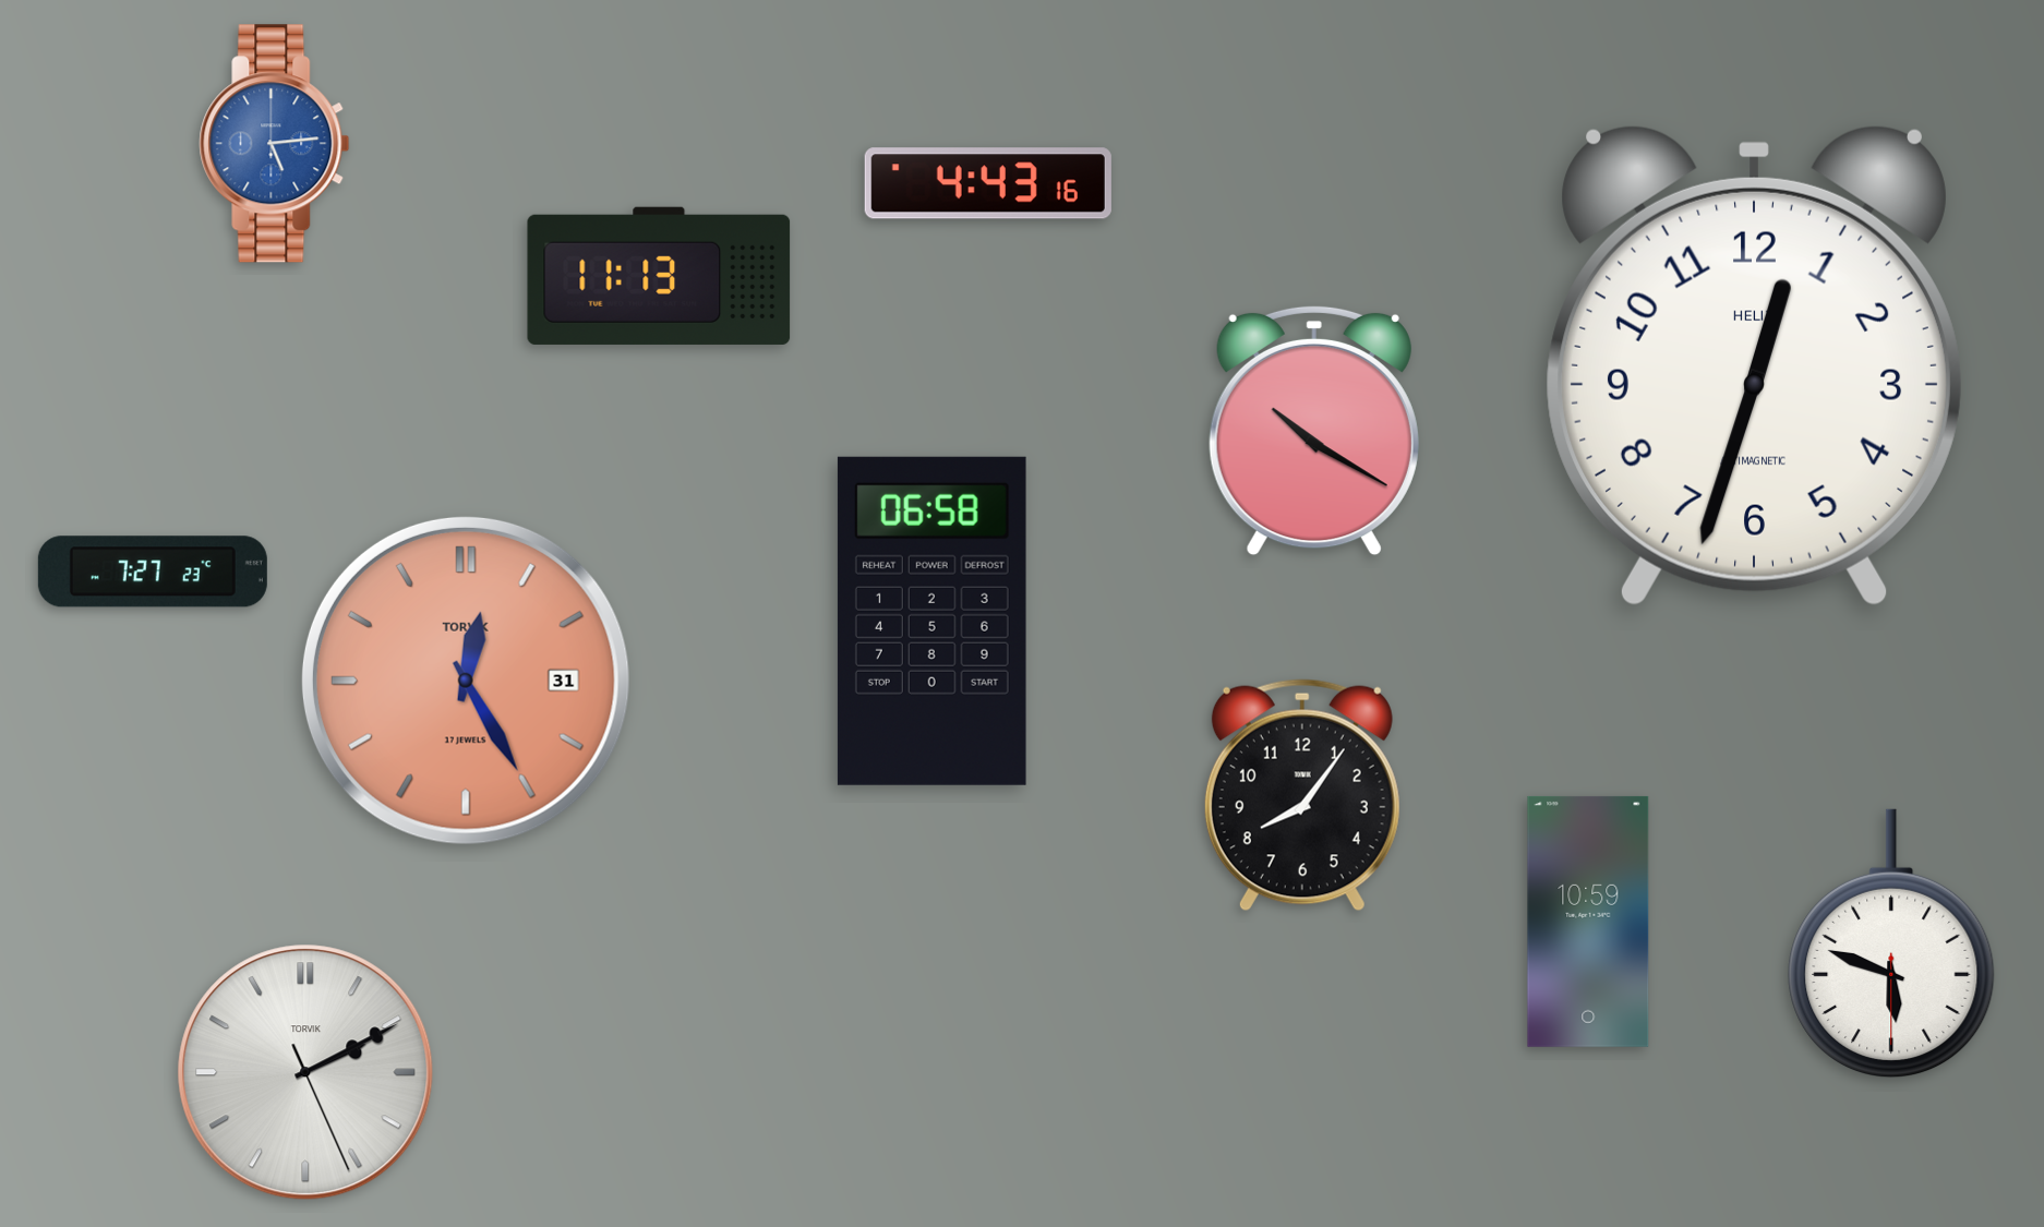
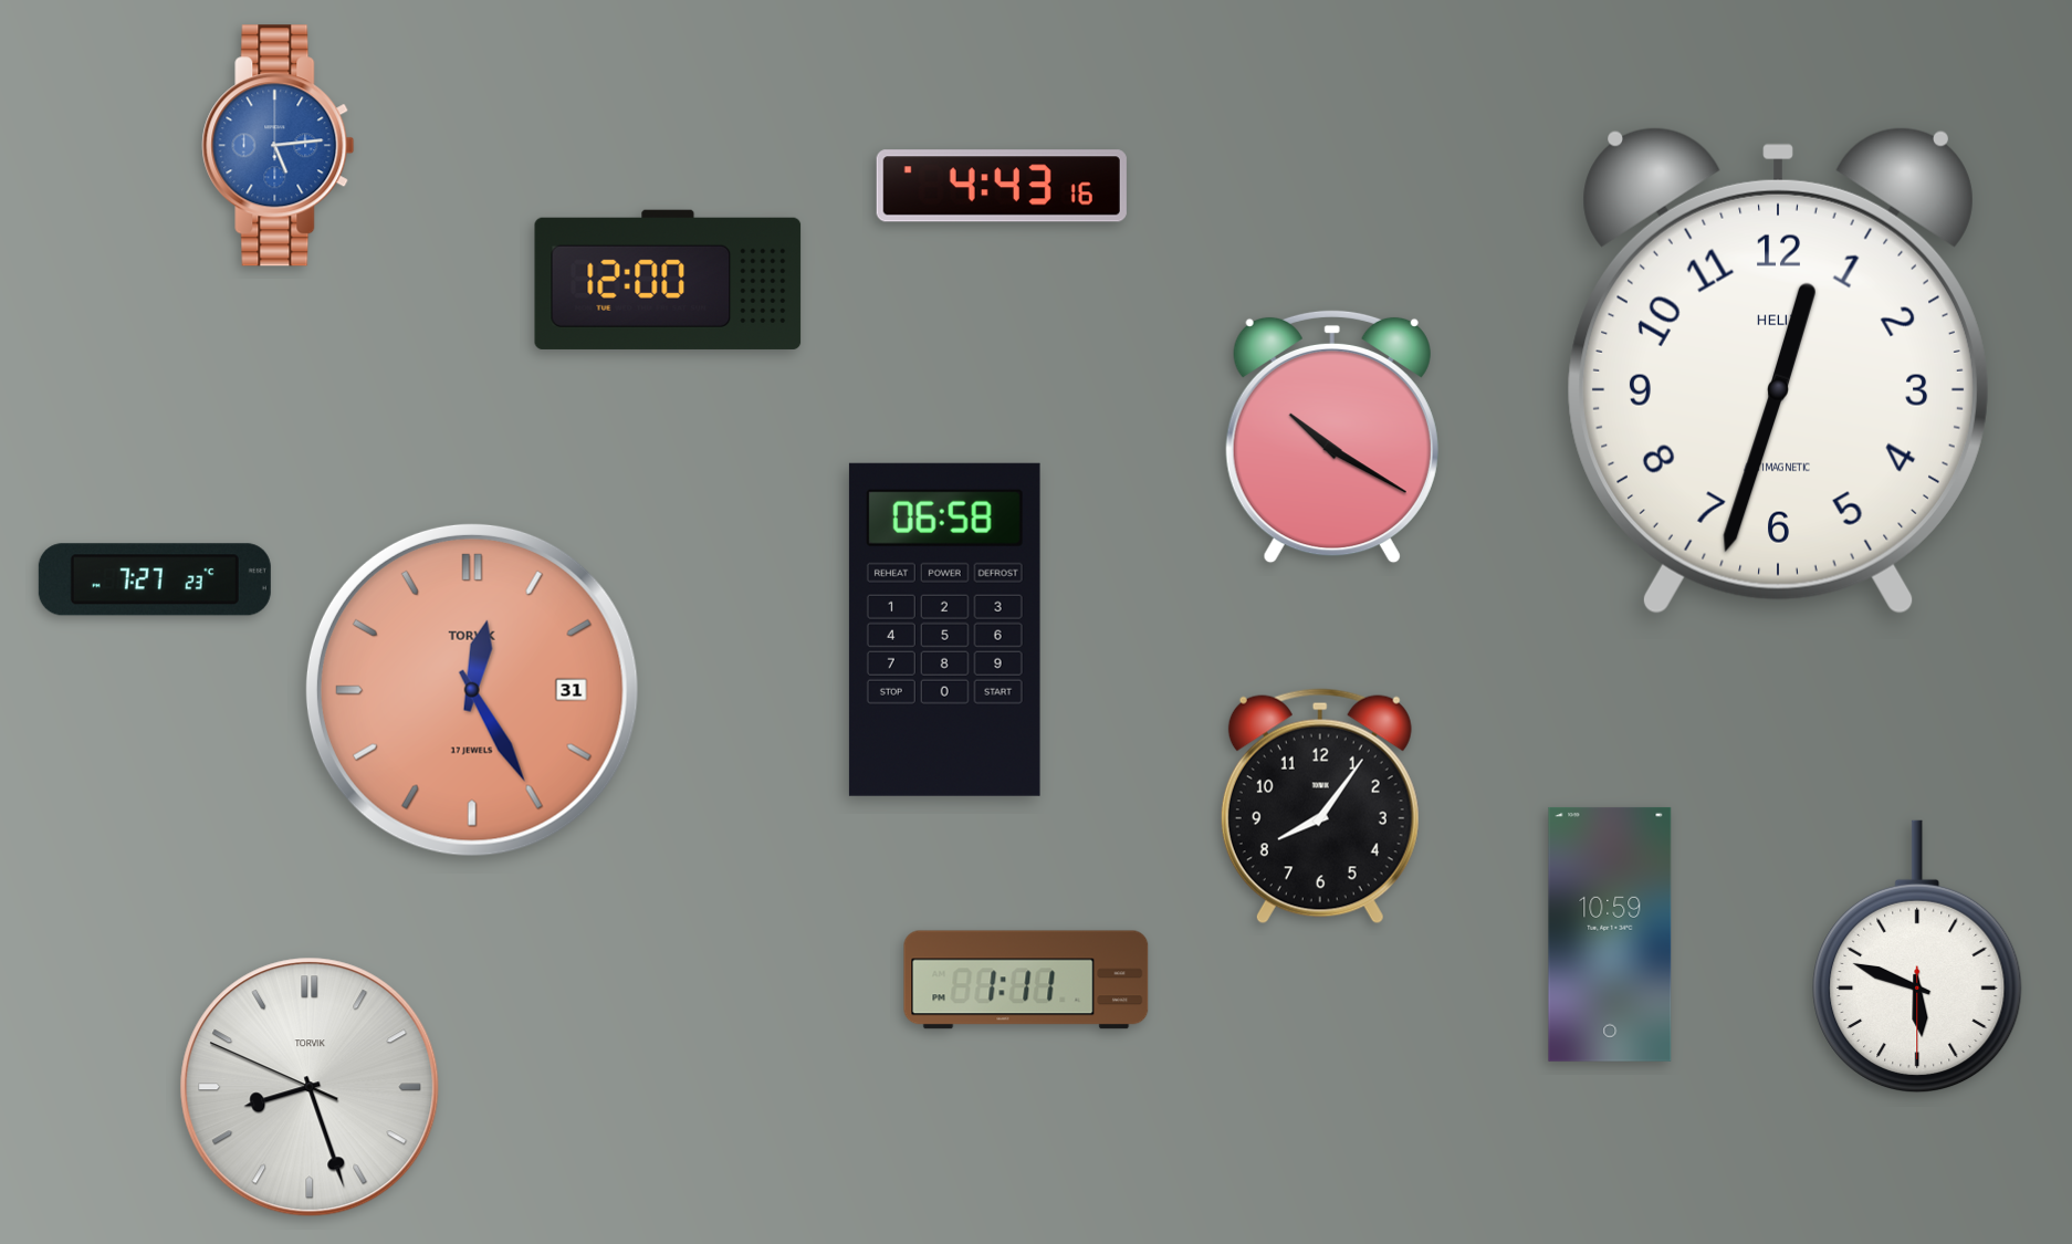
clock at (659, 276): 11:13 -> 12:00
clock at (1026, 980): none -> 1:11
clock at (305, 1072): 2:10 -> 8:26
